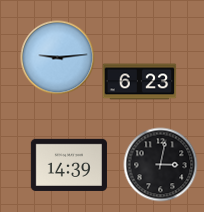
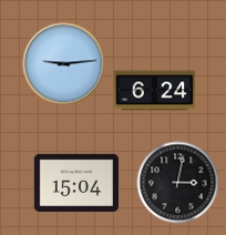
clock at (140, 82): 6:23 -> 6:24
clock at (69, 165): 14:39 -> 15:04
